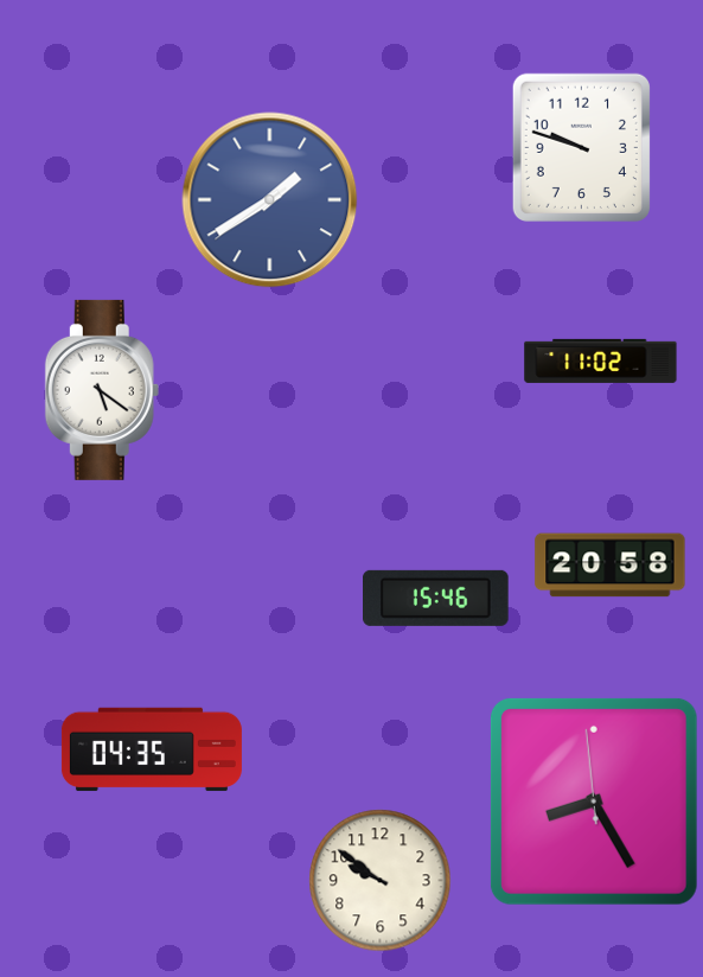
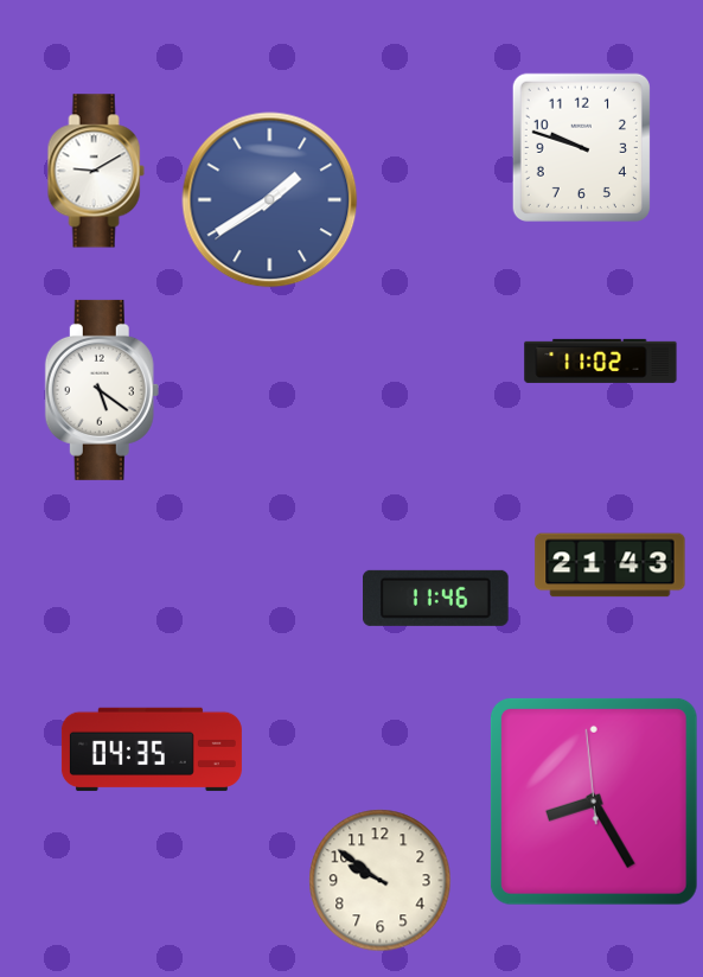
clock at (96, 171): none -> 9:10
clock at (611, 566): 20:58 -> 21:43
clock at (436, 598): 15:46 -> 11:46
